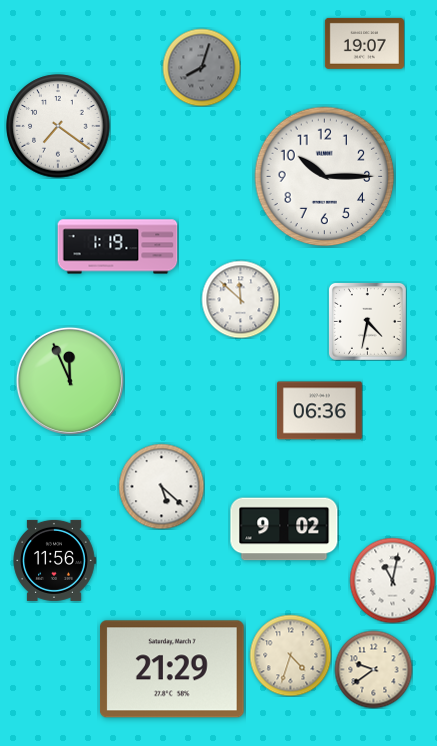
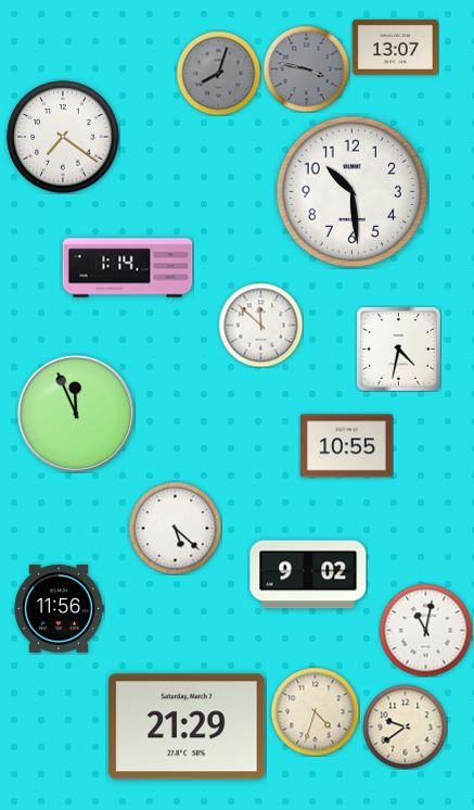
clock at (364, 43): 19:07 -> 13:07
clock at (306, 68): none -> 3:47
clock at (325, 177): 10:15 -> 10:29
clock at (118, 247): 1:19 -> 1:14
clock at (319, 411): 06:36 -> 10:55
